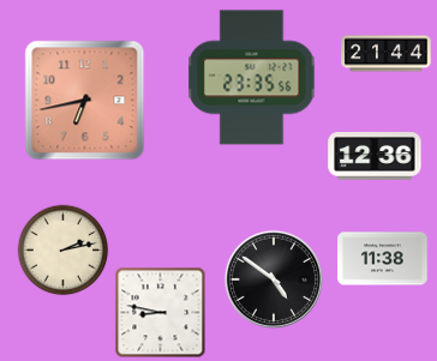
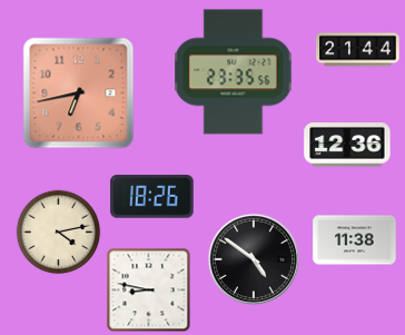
clock at (152, 197): none -> 18:26
clock at (64, 251): 2:13 -> 4:13
